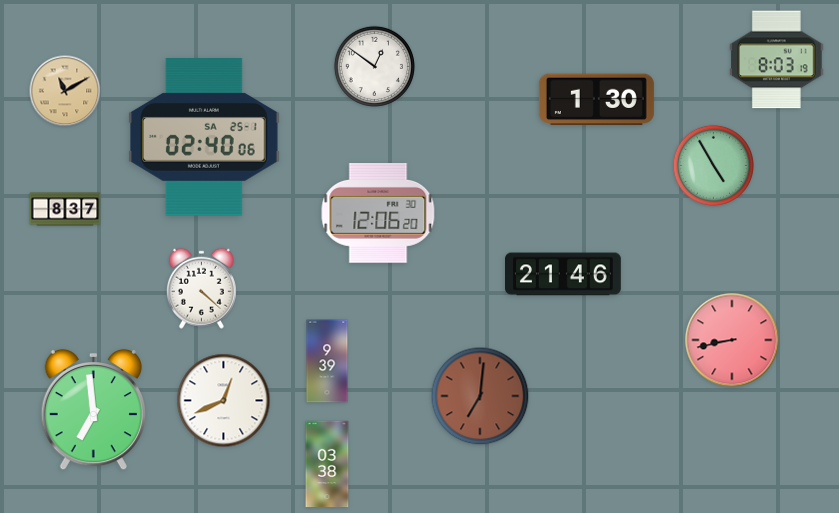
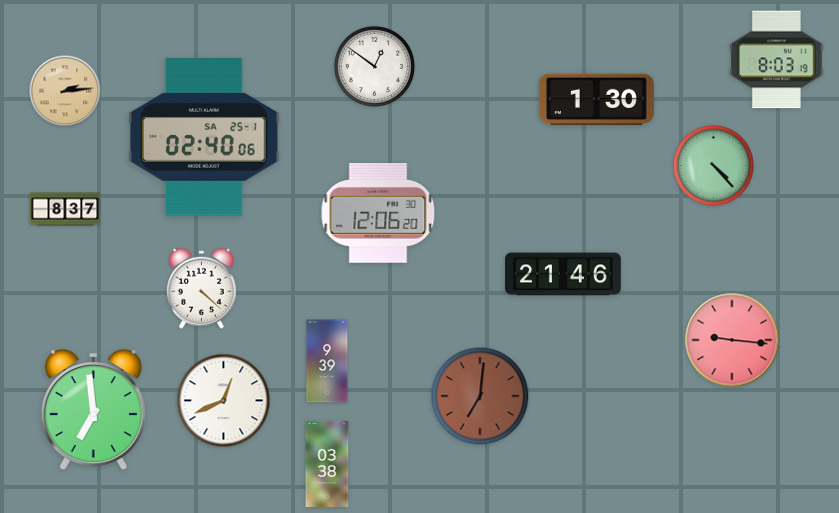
clock at (65, 91): 11:10 -> 2:14
clock at (713, 165): 4:55 -> 4:23
clock at (732, 340): 8:43 -> 9:16
